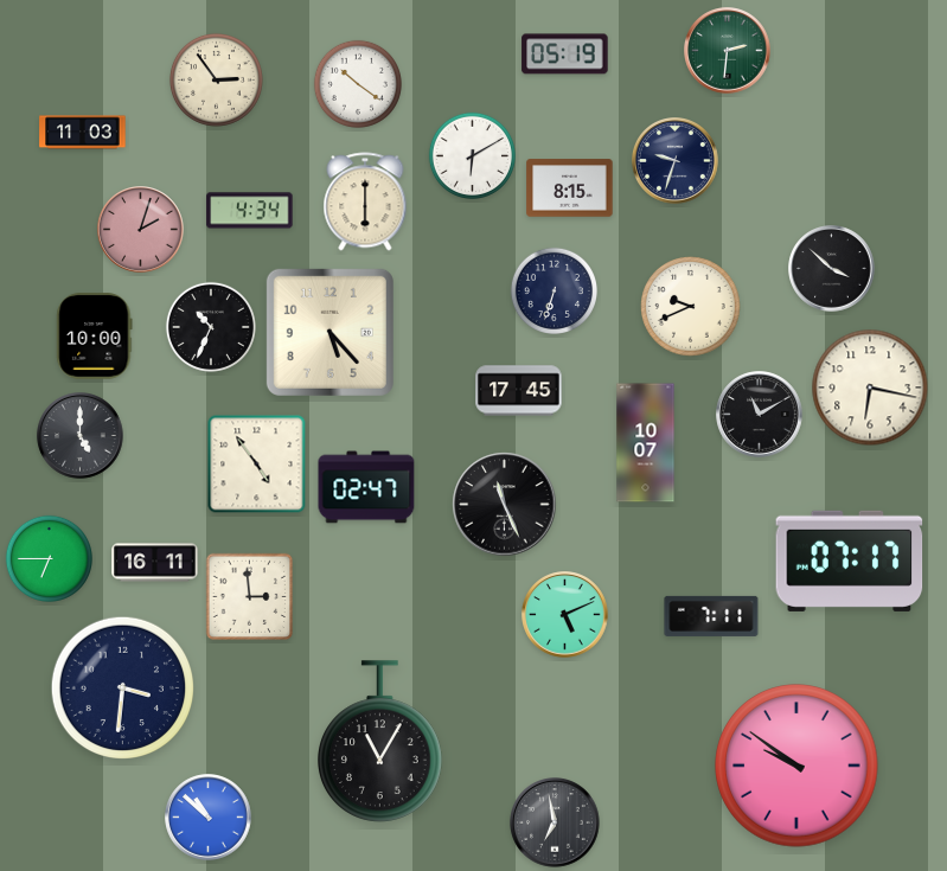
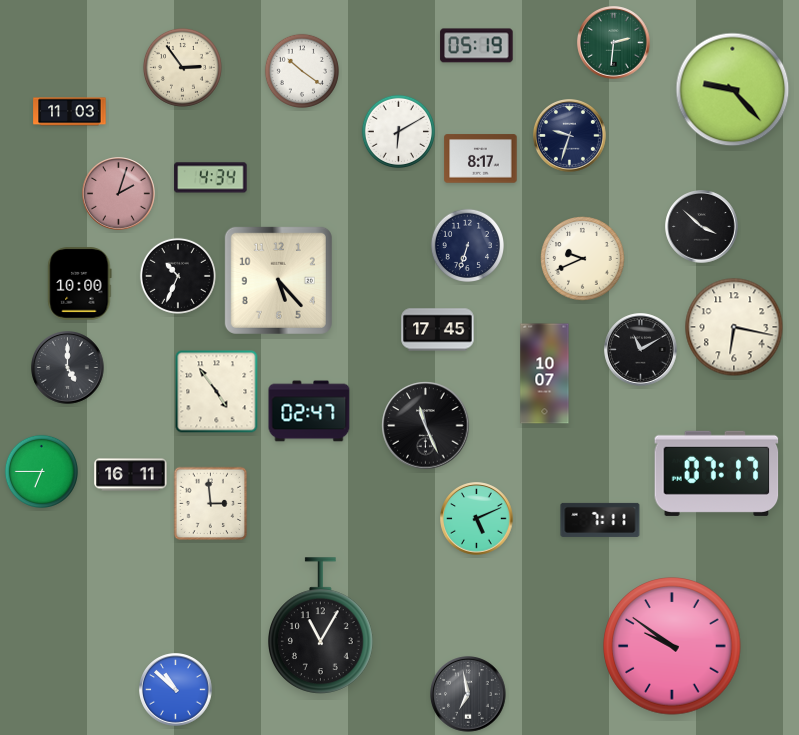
clock at (733, 90): none -> 9:23
clock at (570, 188): 8:15 -> 8:17
clock at (365, 201): 6:00 -> none
clock at (122, 687): 3:31 -> none
